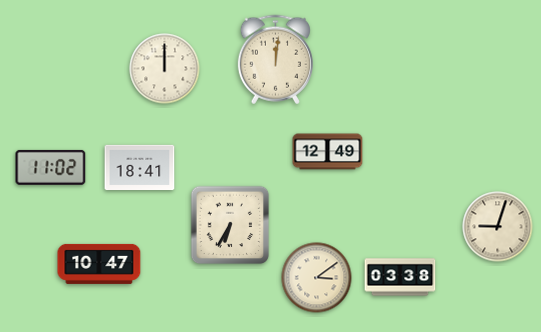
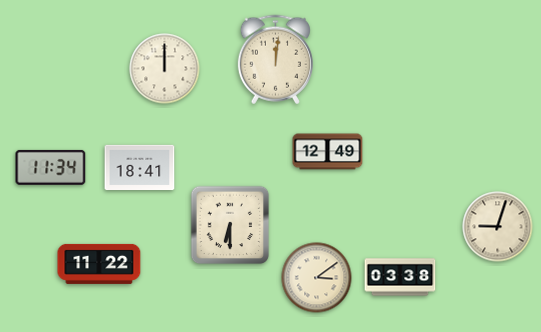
clock at (51, 167): 11:02 -> 11:34
clock at (230, 225): 6:35 -> 6:30
clock at (99, 264): 10:47 -> 11:22
